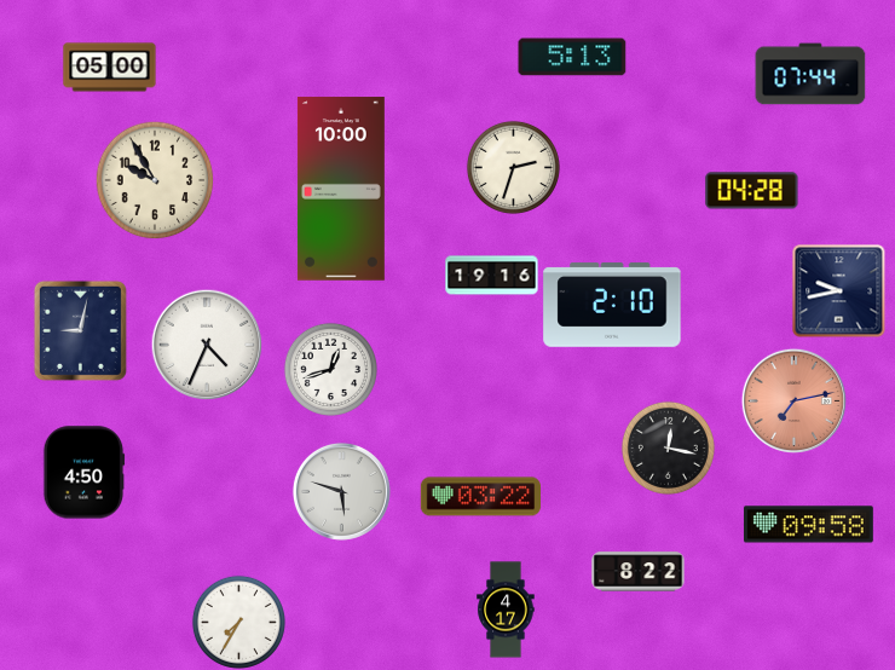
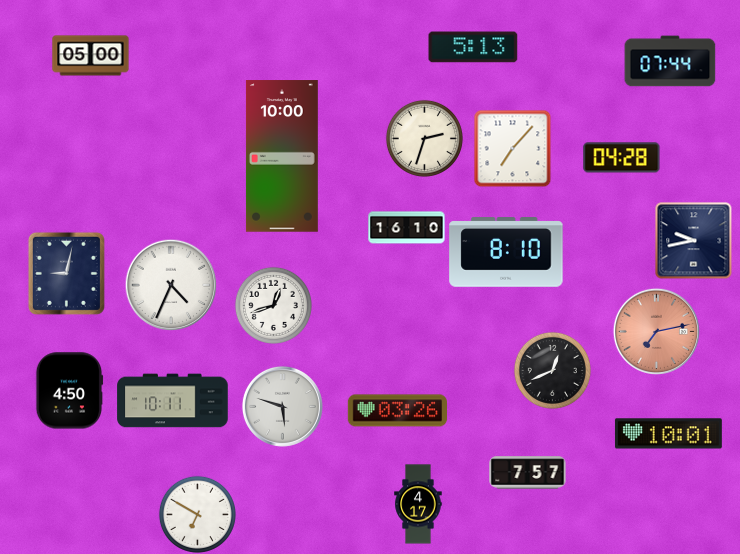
clock at (512, 148): none -> 7:07
clock at (155, 180): 9:55 -> none
clock at (492, 276): 19:16 -> 16:10
clock at (612, 305): 2:10 -> 8:10
clock at (668, 447): 12:17 -> 12:41
clock at (173, 401): none -> 10:11
clock at (480, 497): 03:22 -> 03:26
clock at (808, 525): 09:58 -> 10:01
clock at (639, 572): 8:22 -> 7:57
clock at (238, 622): 7:35 -> 6:50
